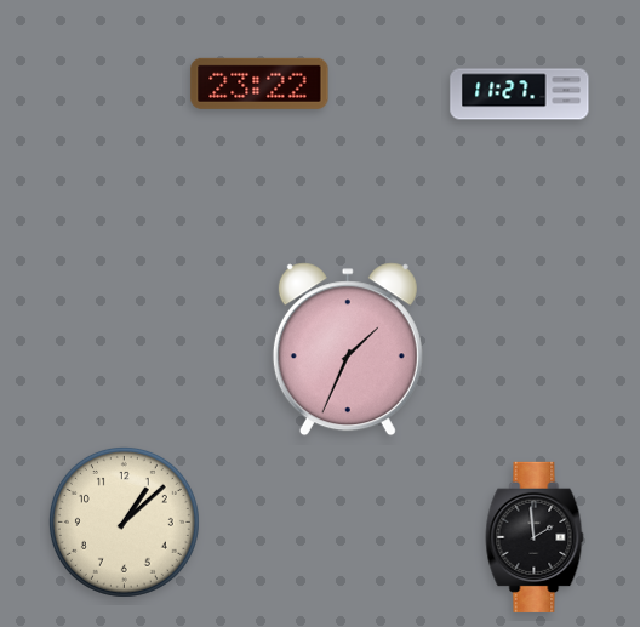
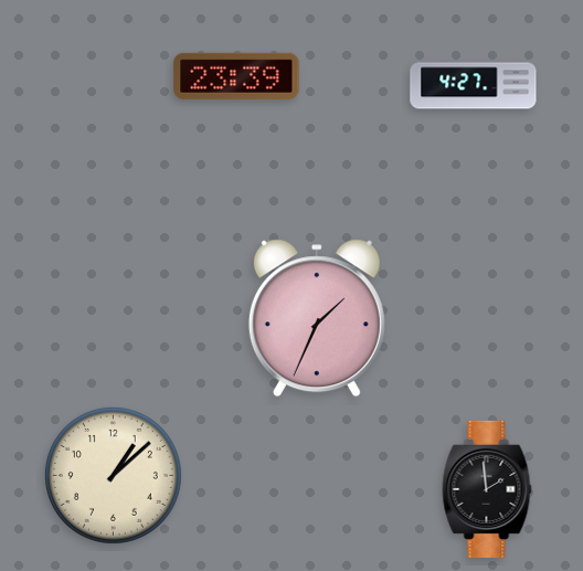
clock at (259, 84): 23:22 -> 23:39
clock at (520, 95): 11:27 -> 4:27
